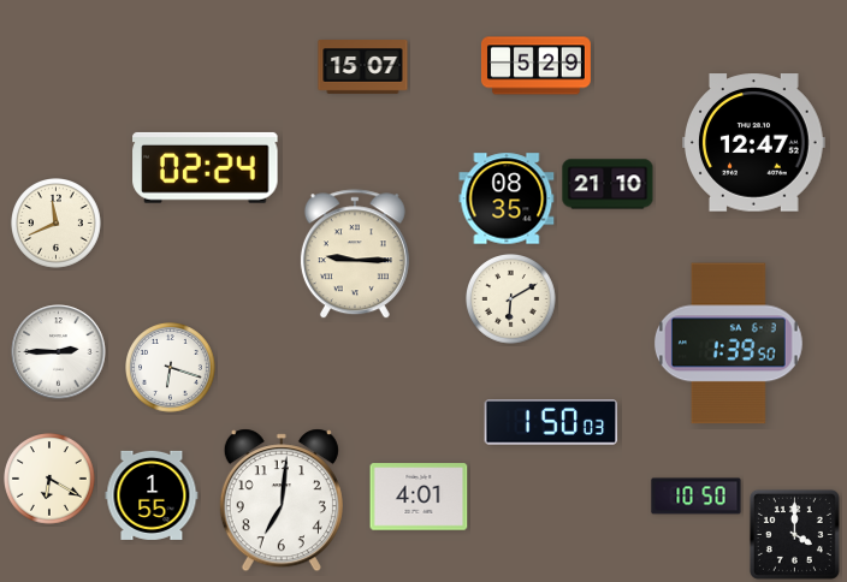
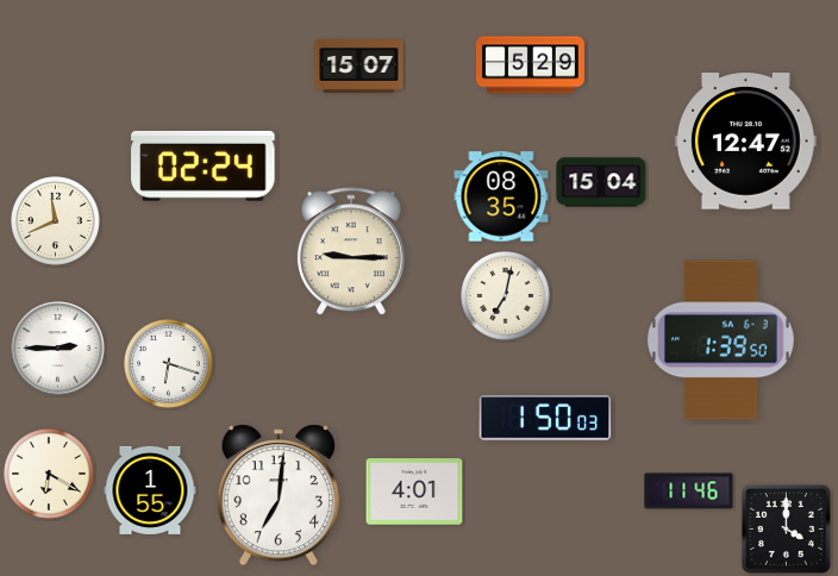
clock at (608, 184): 21:10 -> 15:04
clock at (511, 299): 6:10 -> 7:02
clock at (697, 497): 10:50 -> 11:46
